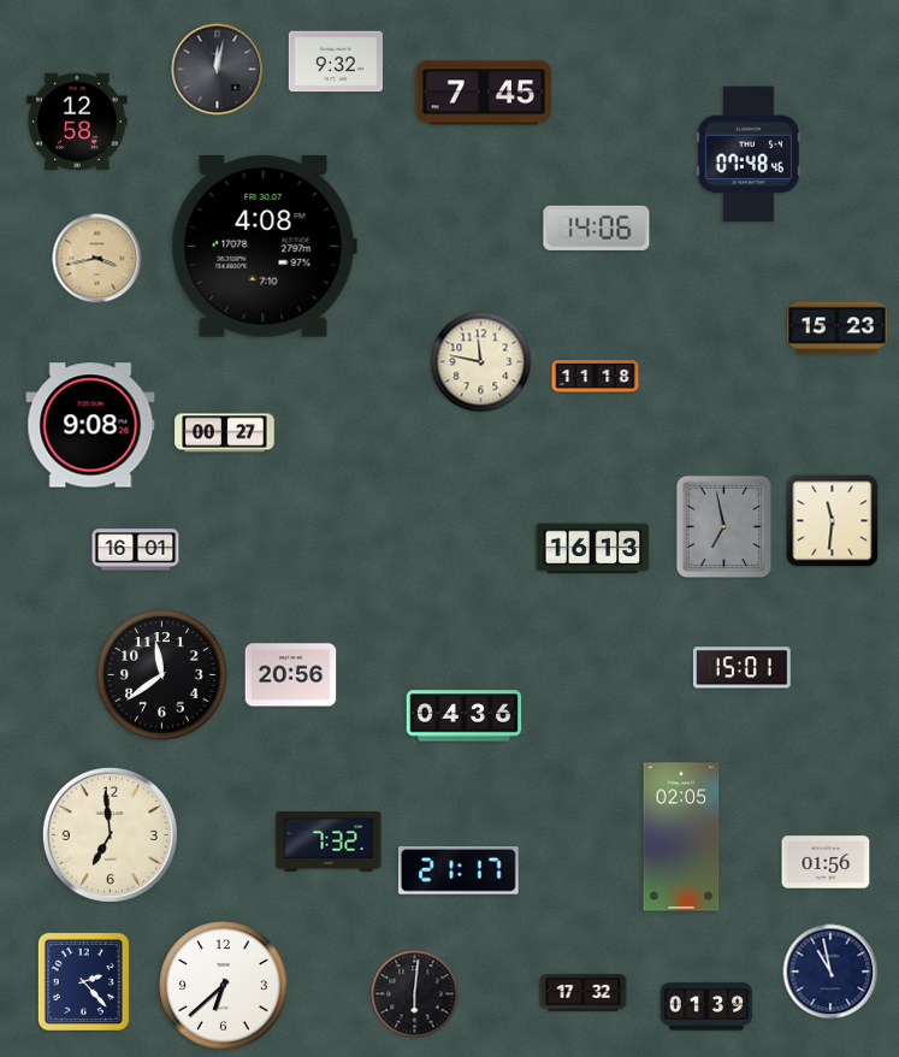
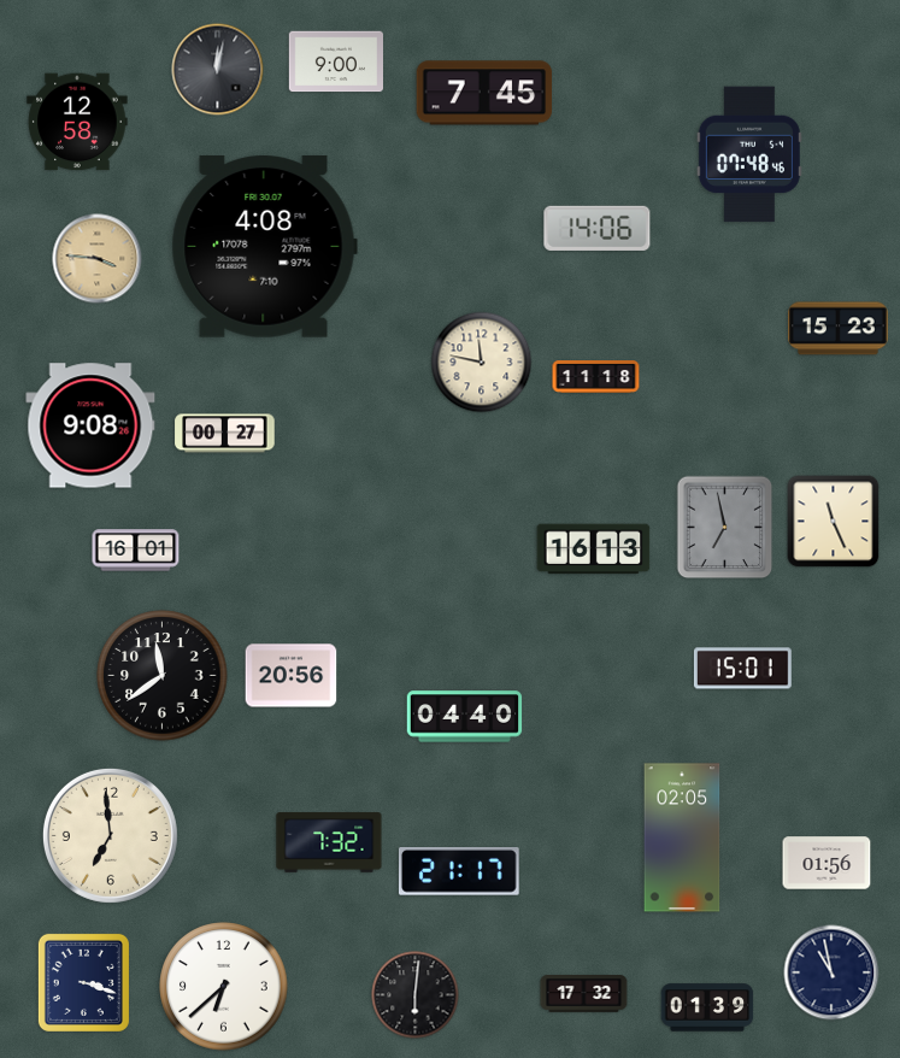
clock at (335, 61): 9:32 -> 9:00
clock at (97, 259): 3:43 -> 3:46
clock at (833, 521): 11:31 -> 11:26
clock at (465, 716): 04:36 -> 04:40
clock at (83, 981): 2:23 -> 3:18
